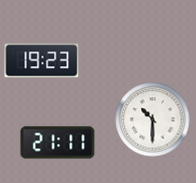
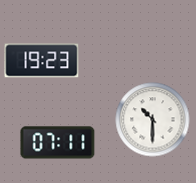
clock at (58, 143): 21:11 -> 07:11
